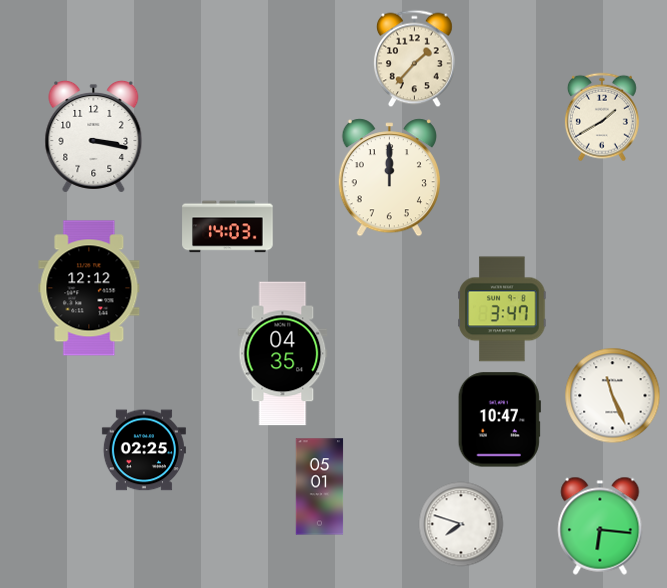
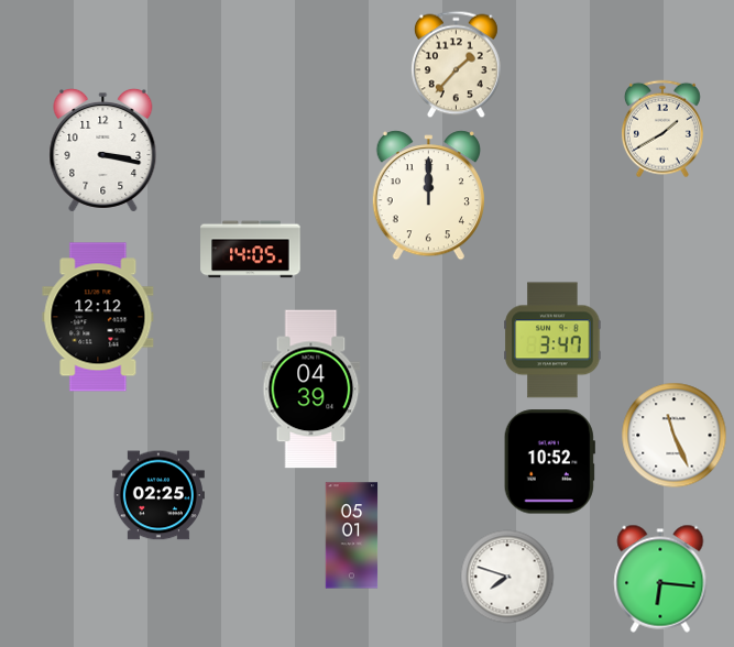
clock at (228, 227): 14:03 -> 14:05
clock at (283, 354): 04:35 -> 04:39
clock at (499, 420): 10:47 -> 10:52
